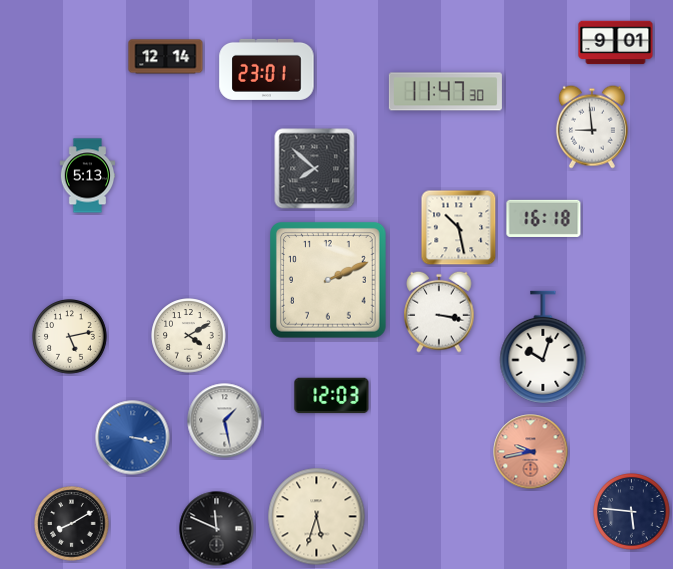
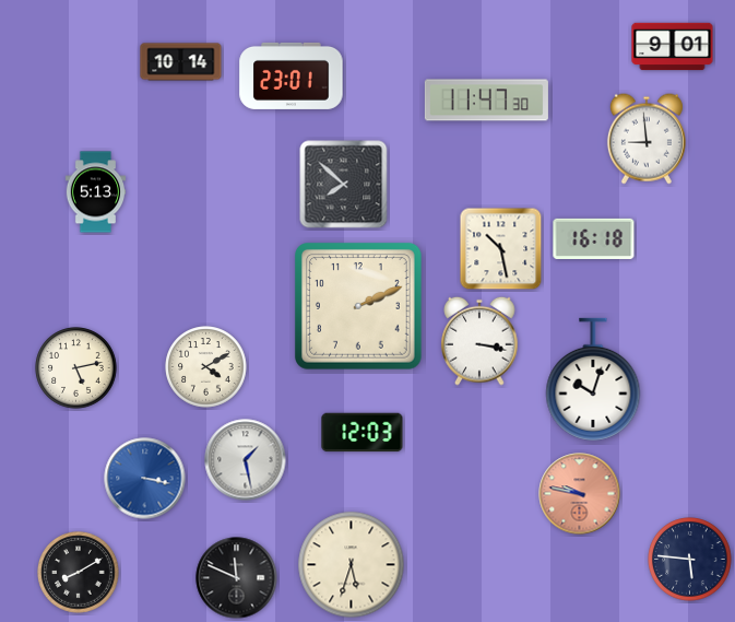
clock at (166, 57): 12:14 -> 10:14
clock at (531, 452): 9:43 -> 9:47
clock at (317, 517) position: (317, 517) -> (352, 565)
